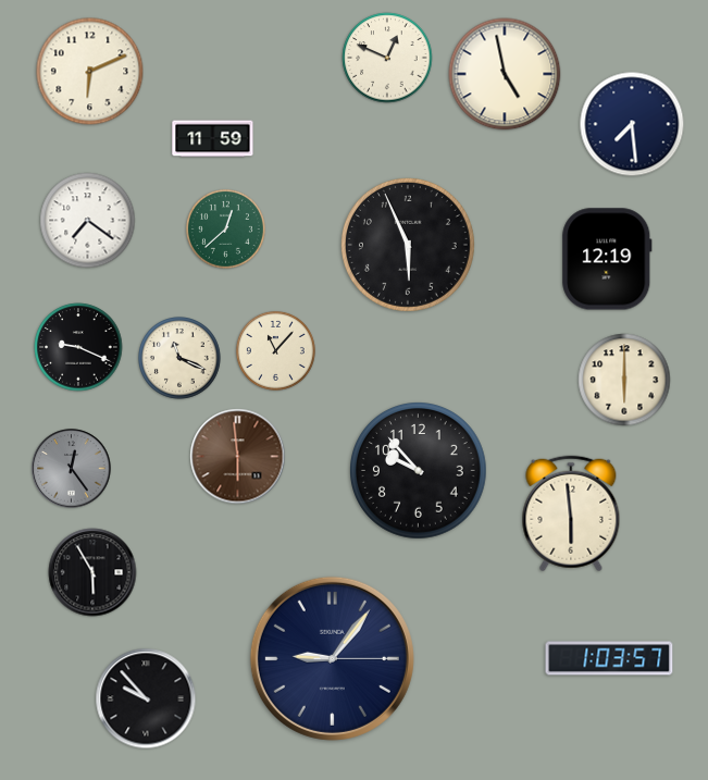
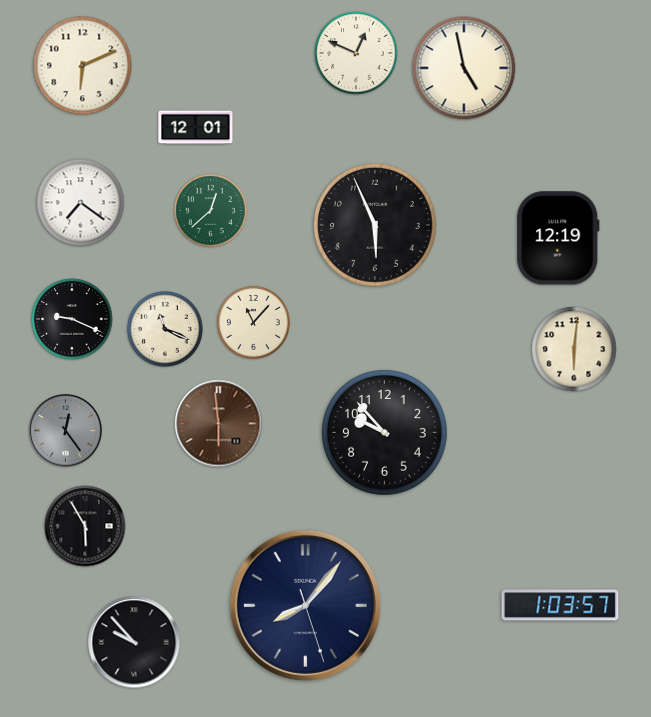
clock at (632, 124): 7:29 -> none
clock at (213, 139): 11:59 -> 12:01
clock at (225, 228) position: (225, 228) -> (210, 210)
clock at (624, 380): 6:00 -> 6:01
clock at (238, 457) position: (238, 457) -> (219, 424)
clock at (571, 513): 5:59 -> none
clock at (332, 658): 9:06 -> 8:06
